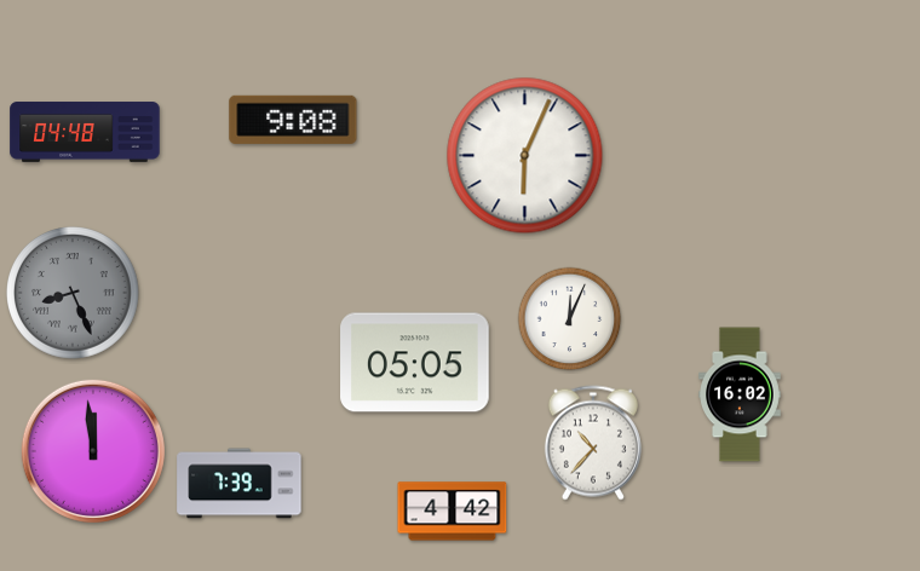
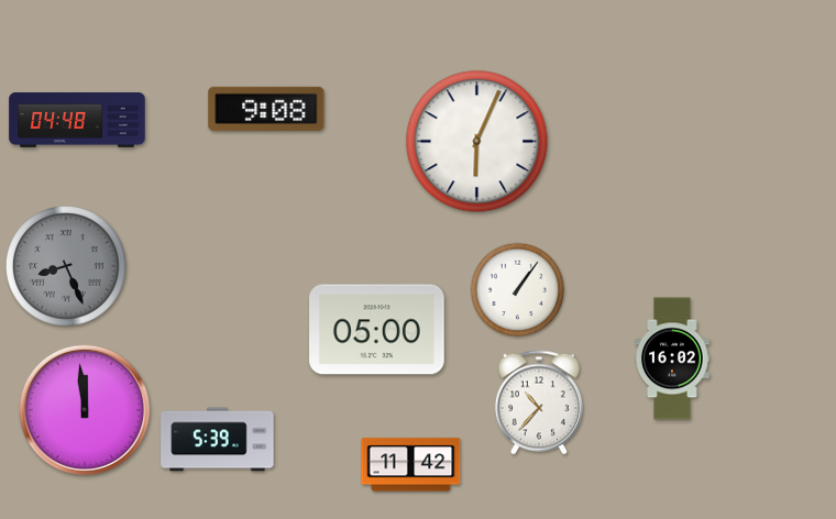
clock at (570, 319): 12:04 -> 1:06
clock at (415, 363): 05:05 -> 05:00
clock at (240, 484): 7:39 -> 5:39
clock at (453, 512): 4:42 -> 11:42
